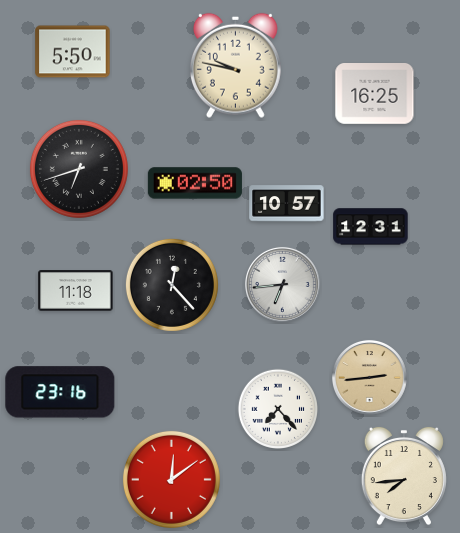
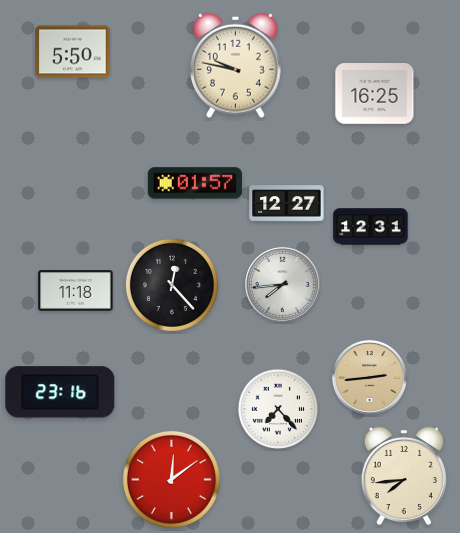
clock at (79, 169): 6:42 -> none
clock at (195, 183): 02:50 -> 01:57
clock at (287, 204): 10:57 -> 12:27
clock at (282, 285): 6:44 -> 7:44
